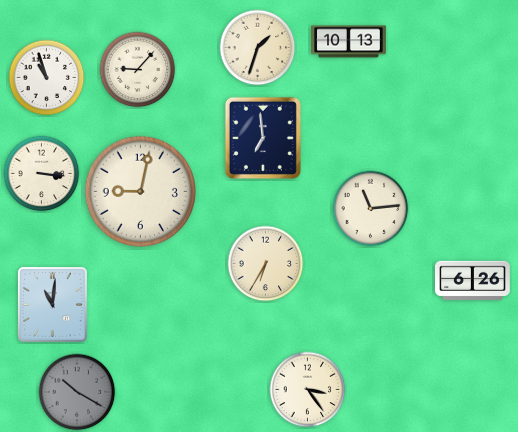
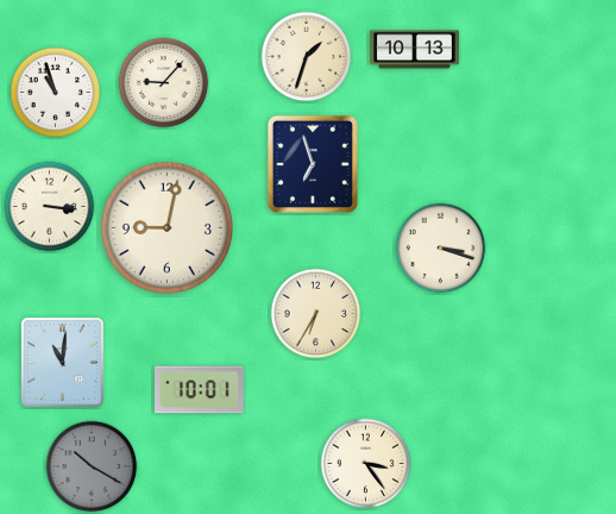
clock at (263, 138): 6:59 -> 6:57
clock at (371, 209): 11:14 -> 3:18
clock at (473, 280): 6:26 -> none
clock at (200, 390): none -> 10:01
